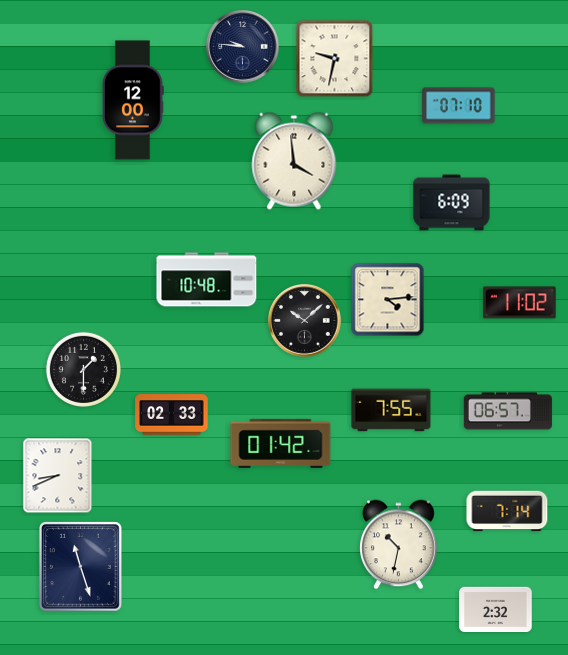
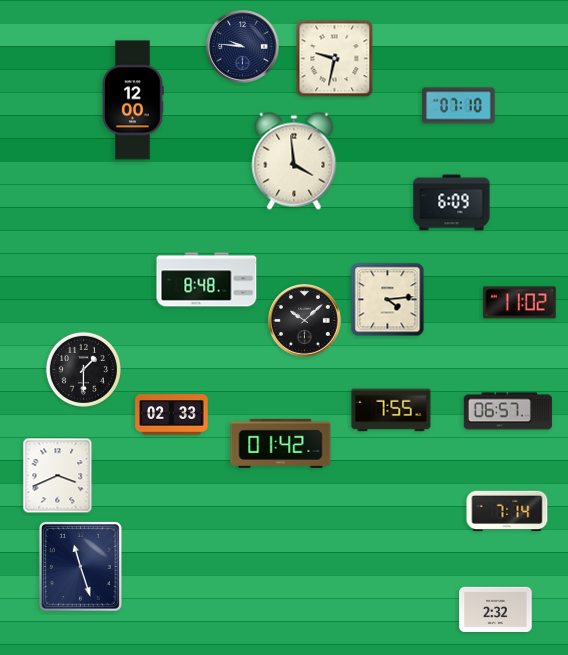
clock at (207, 280): 10:48 -> 8:48
clock at (58, 476): 8:41 -> 3:41
clock at (399, 545): 10:32 -> none
